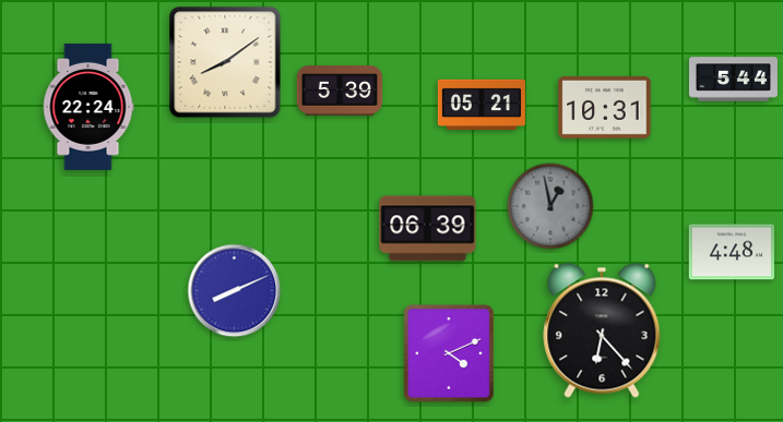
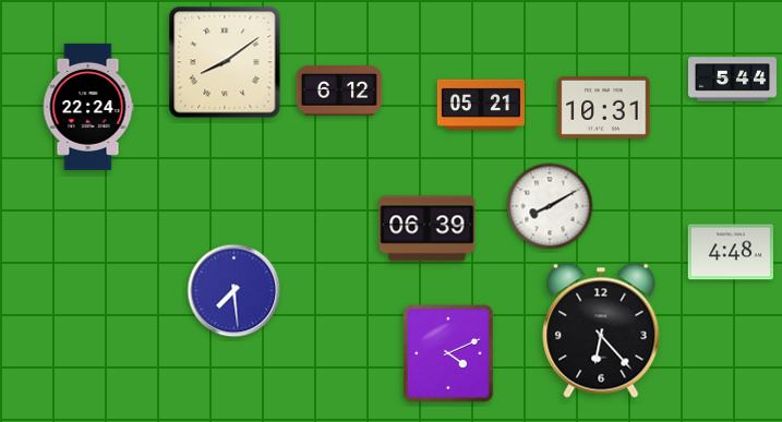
clock at (340, 91): 5:39 -> 6:12
clock at (550, 206): 12:58 -> 8:10
clock at (550, 206) dial: grey -> white
clock at (235, 291): 8:11 -> 7:29
